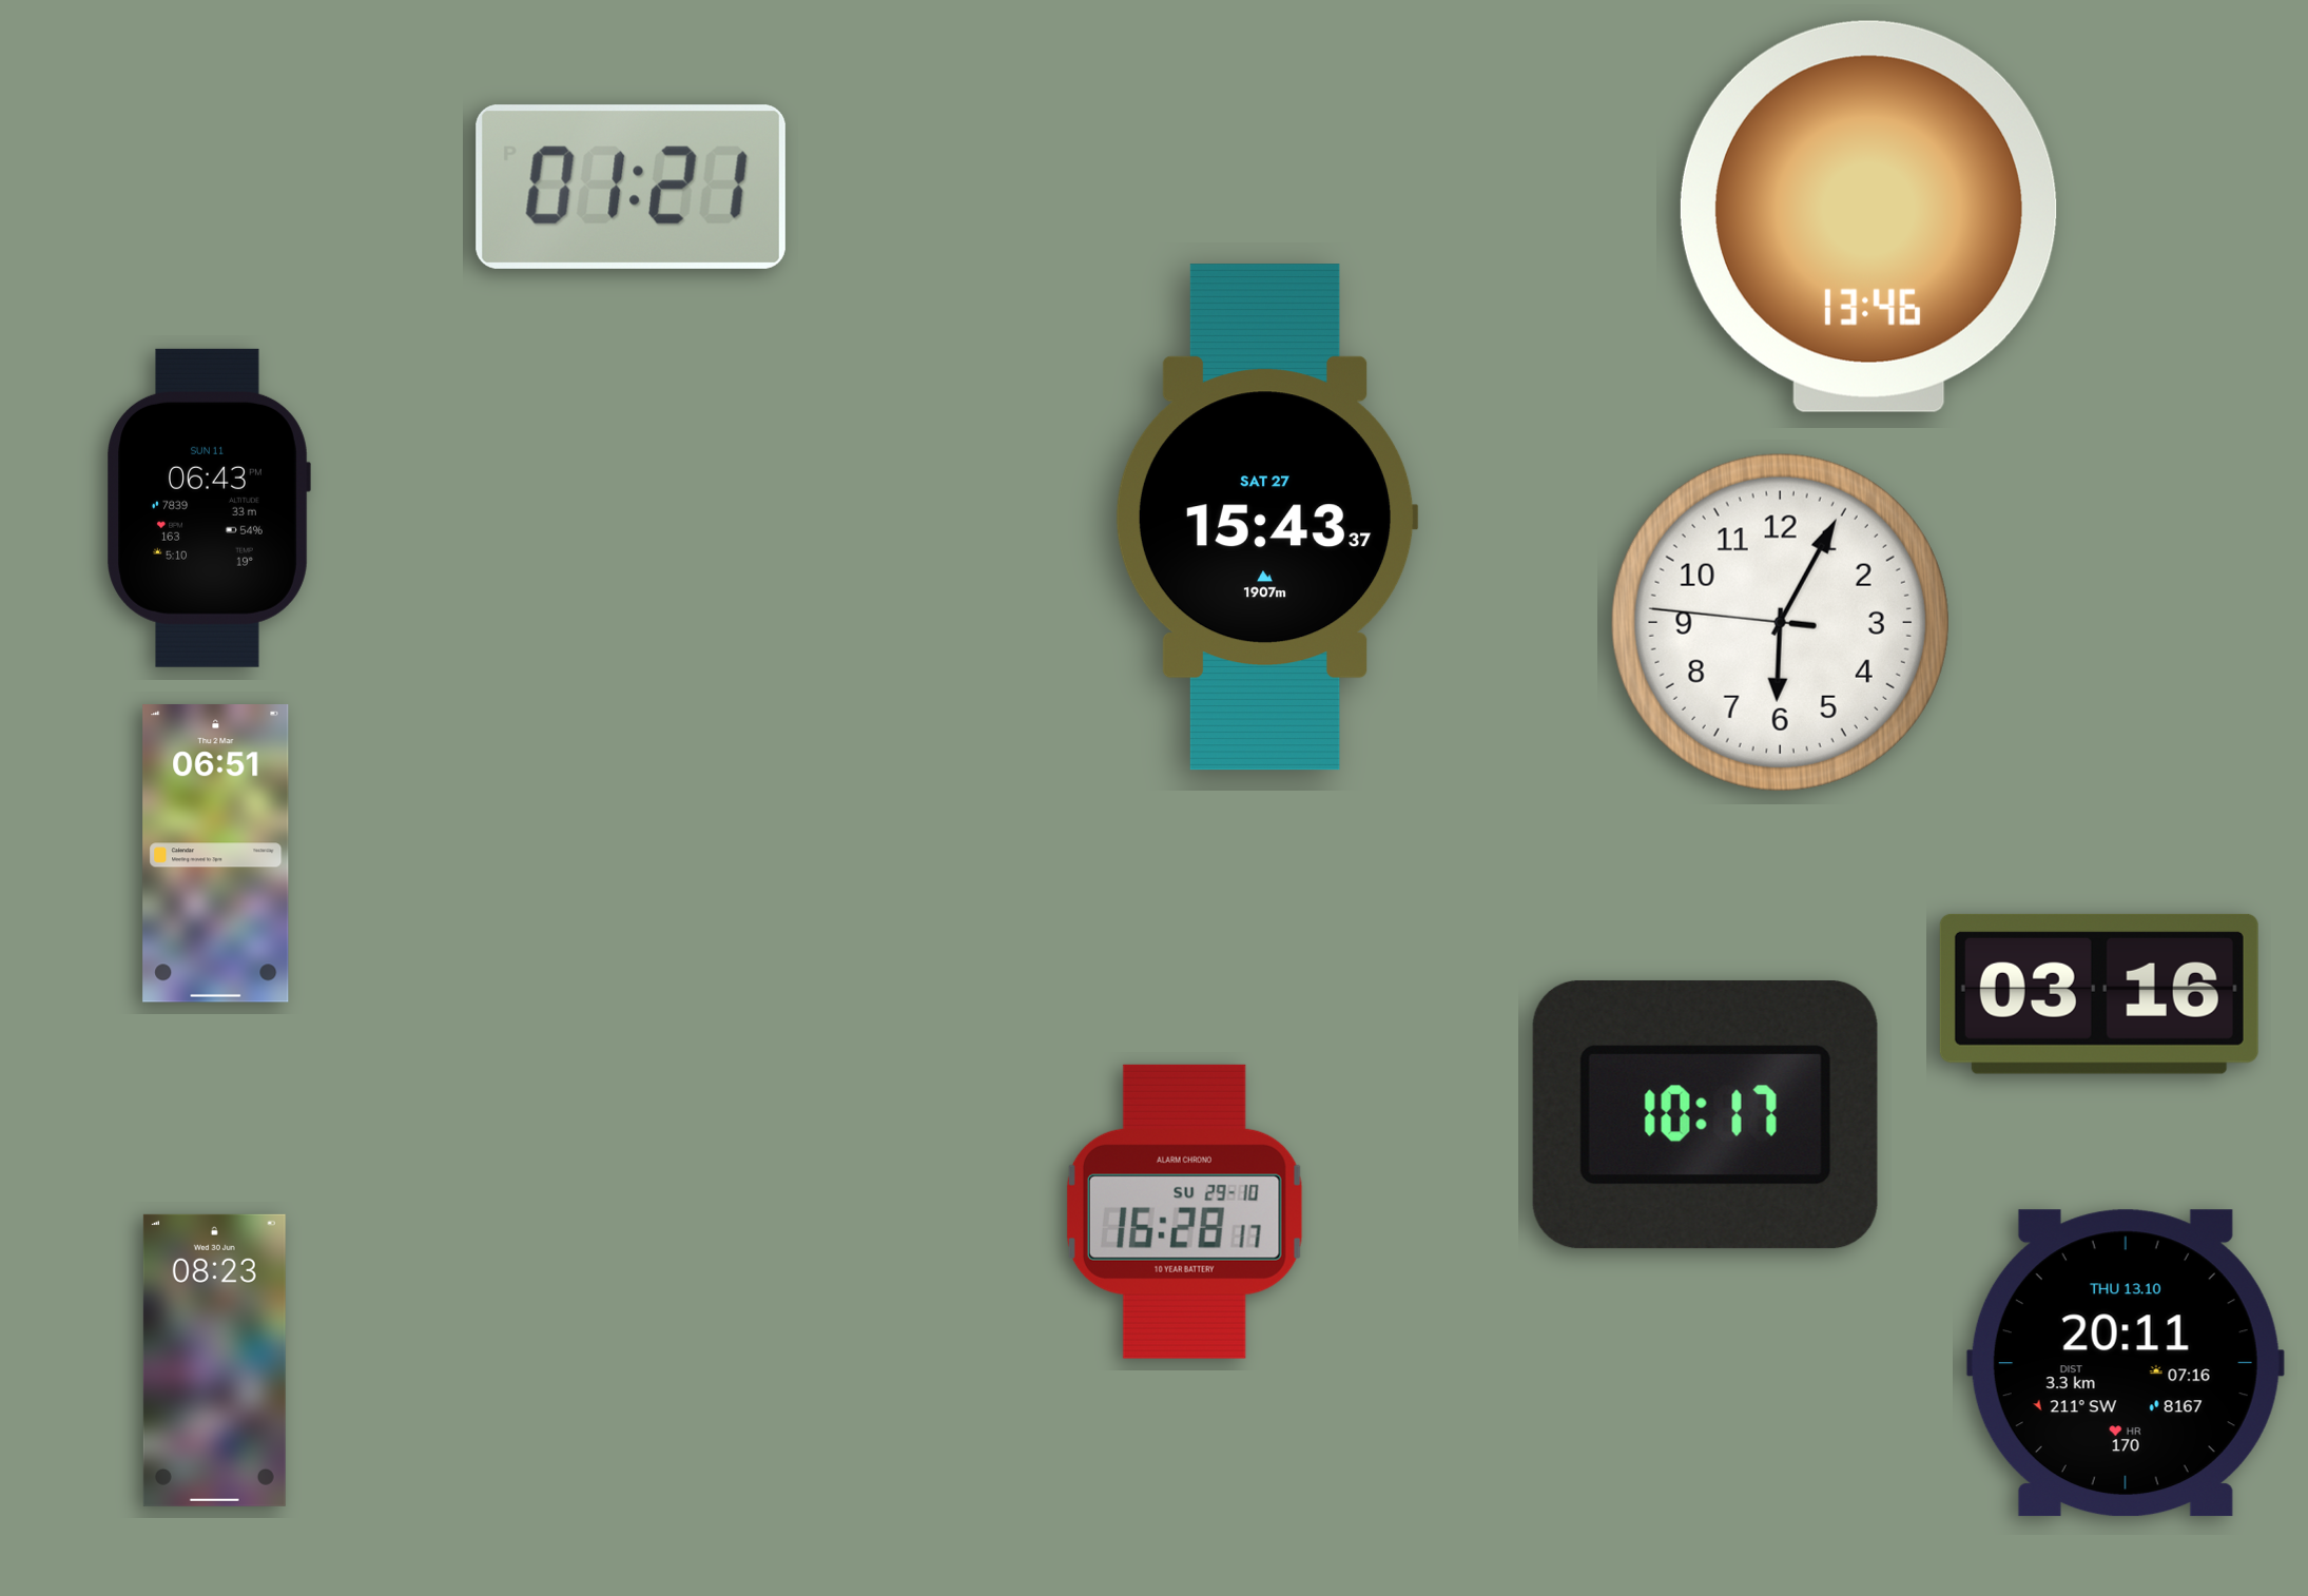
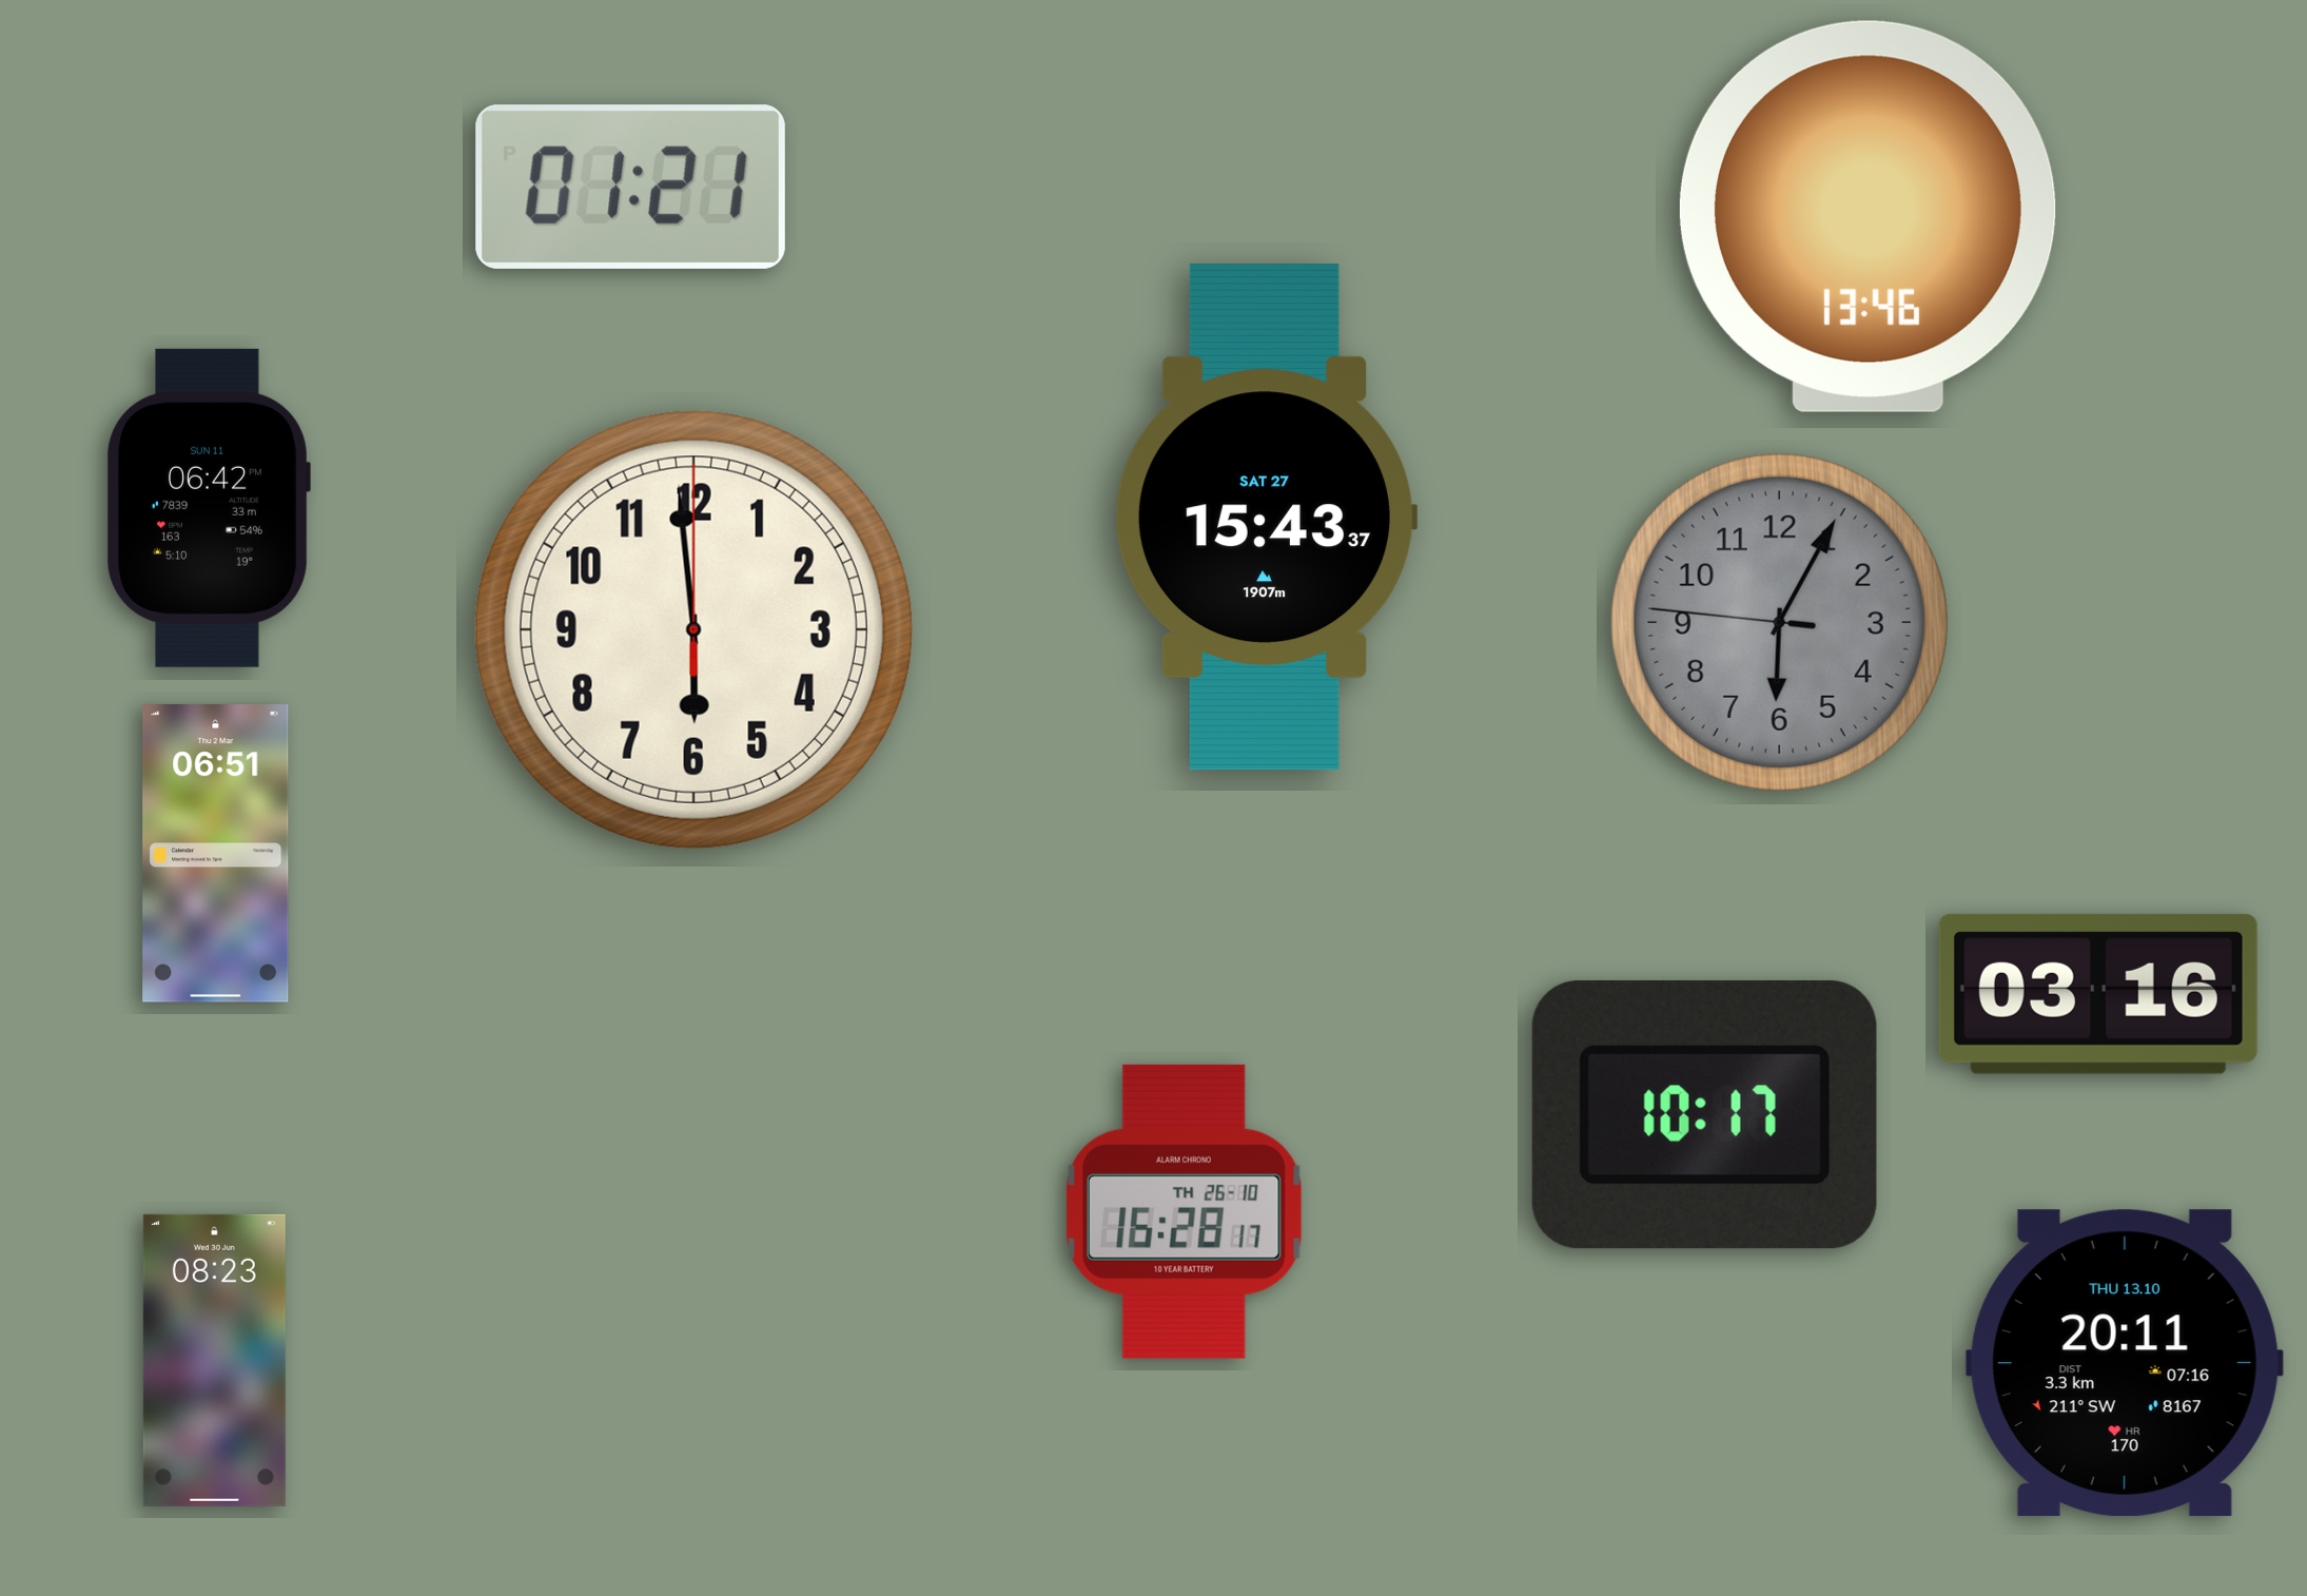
clock at (209, 508): 06:43 -> 06:42
clock at (1780, 622) dial: white -> grey
clock at (693, 629): none -> 5:59
clock at (1184, 1211) date: SU 29-10 -> TH 26-10
